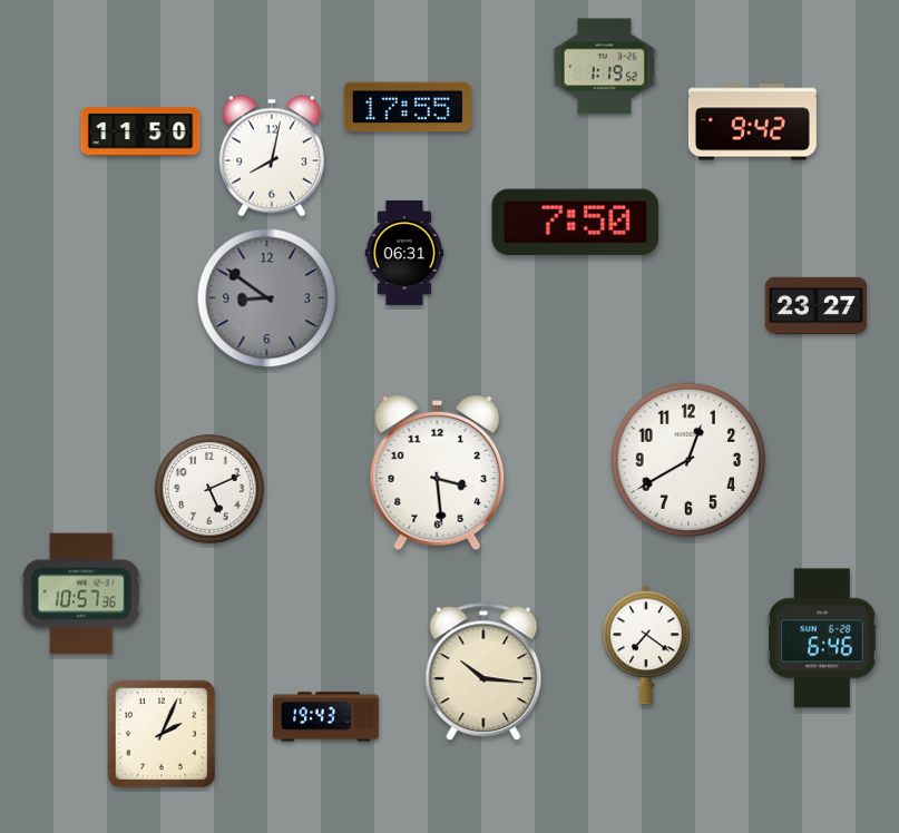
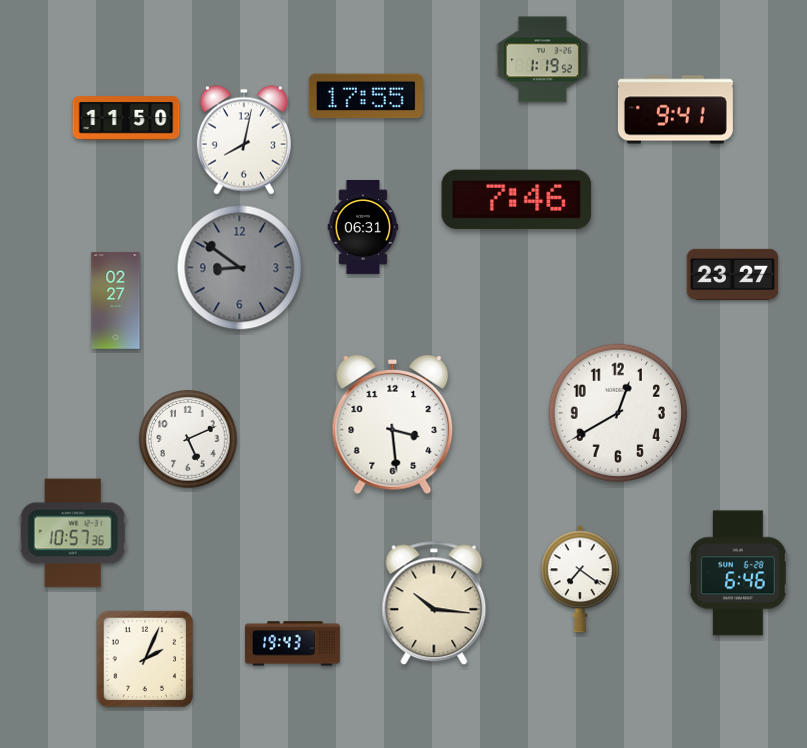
clock at (752, 122): 9:42 -> 9:41
clock at (576, 222): 7:50 -> 7:46
clock at (116, 301): none -> 02:27
